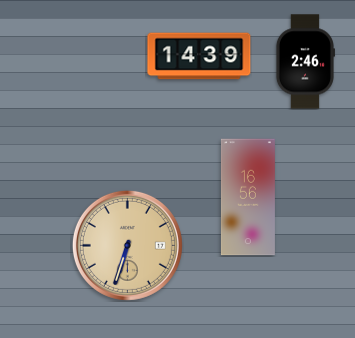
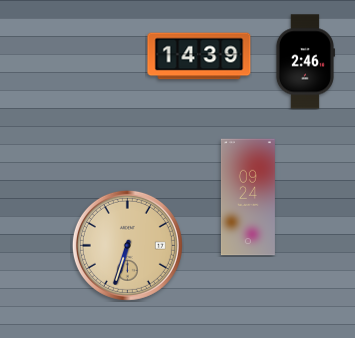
clock at (248, 197): 16:56 -> 09:24
